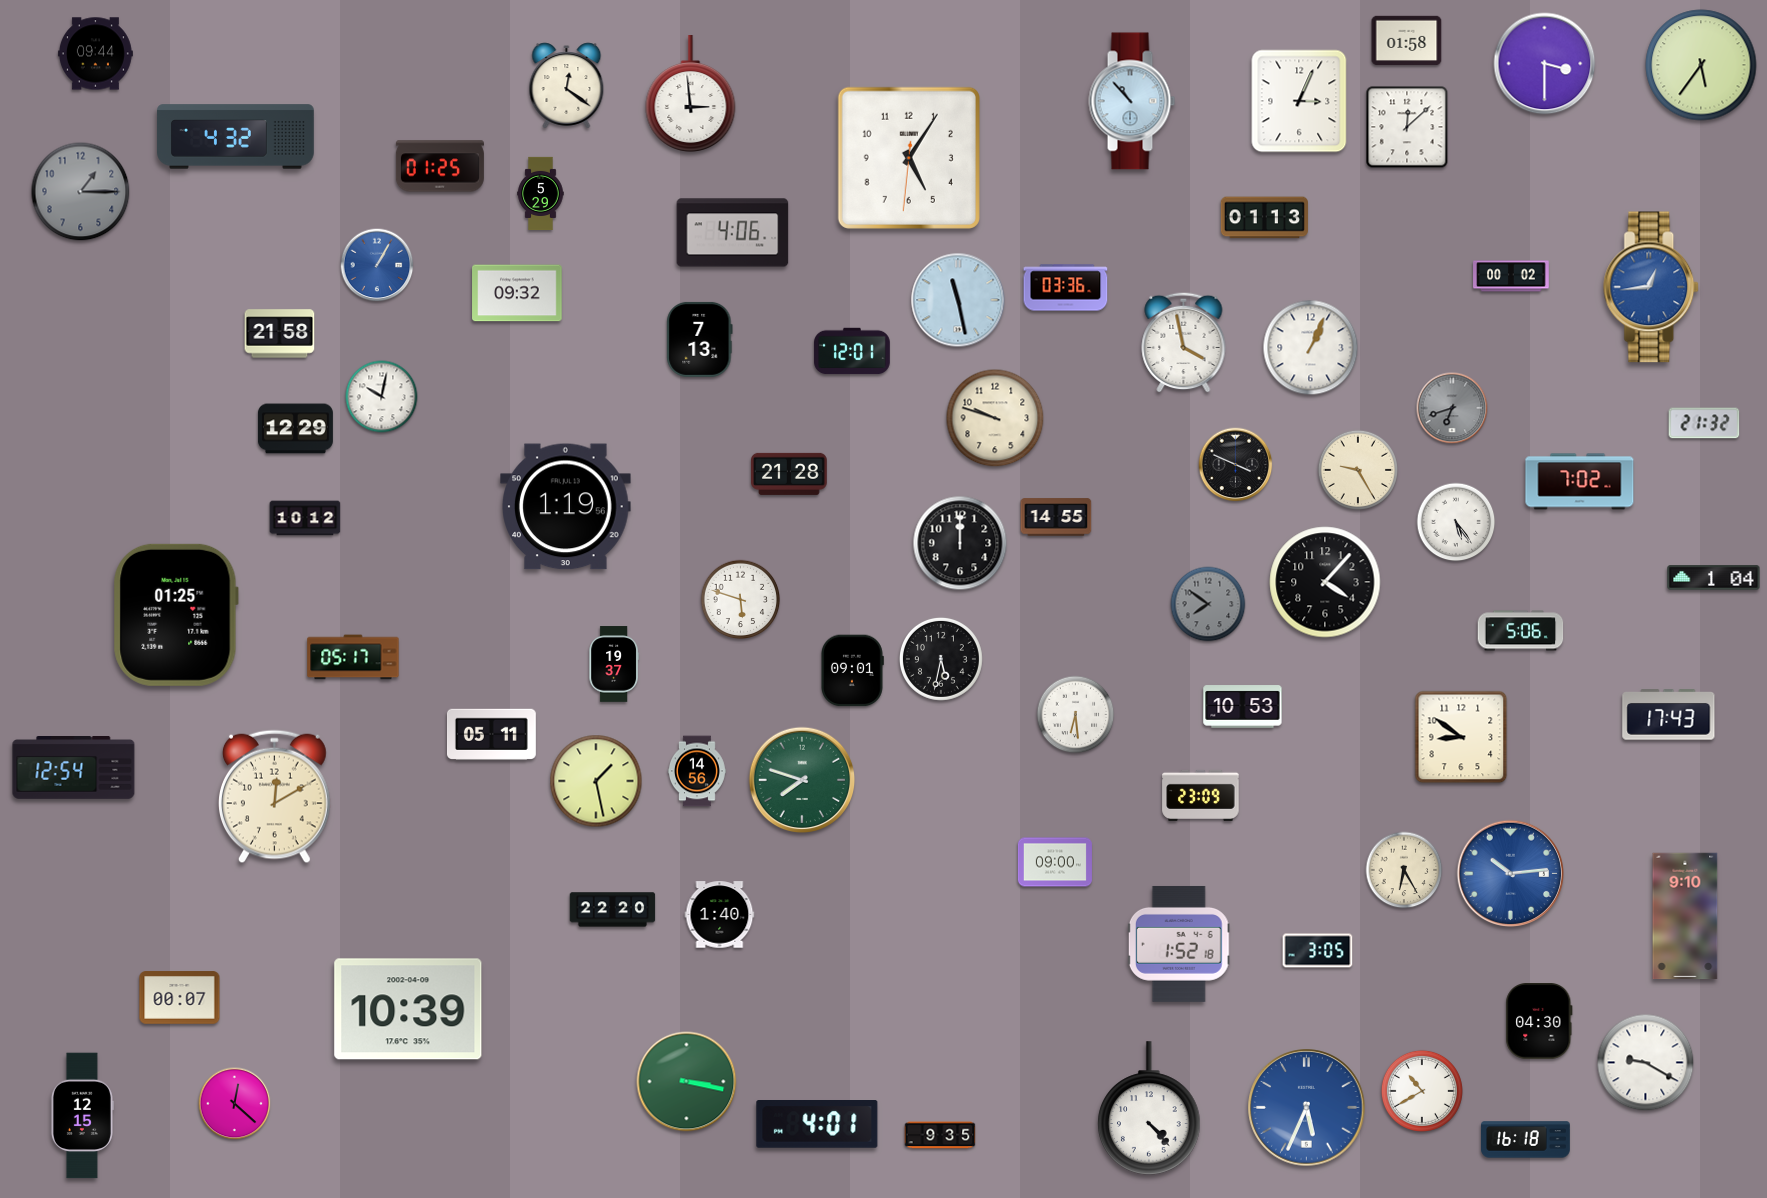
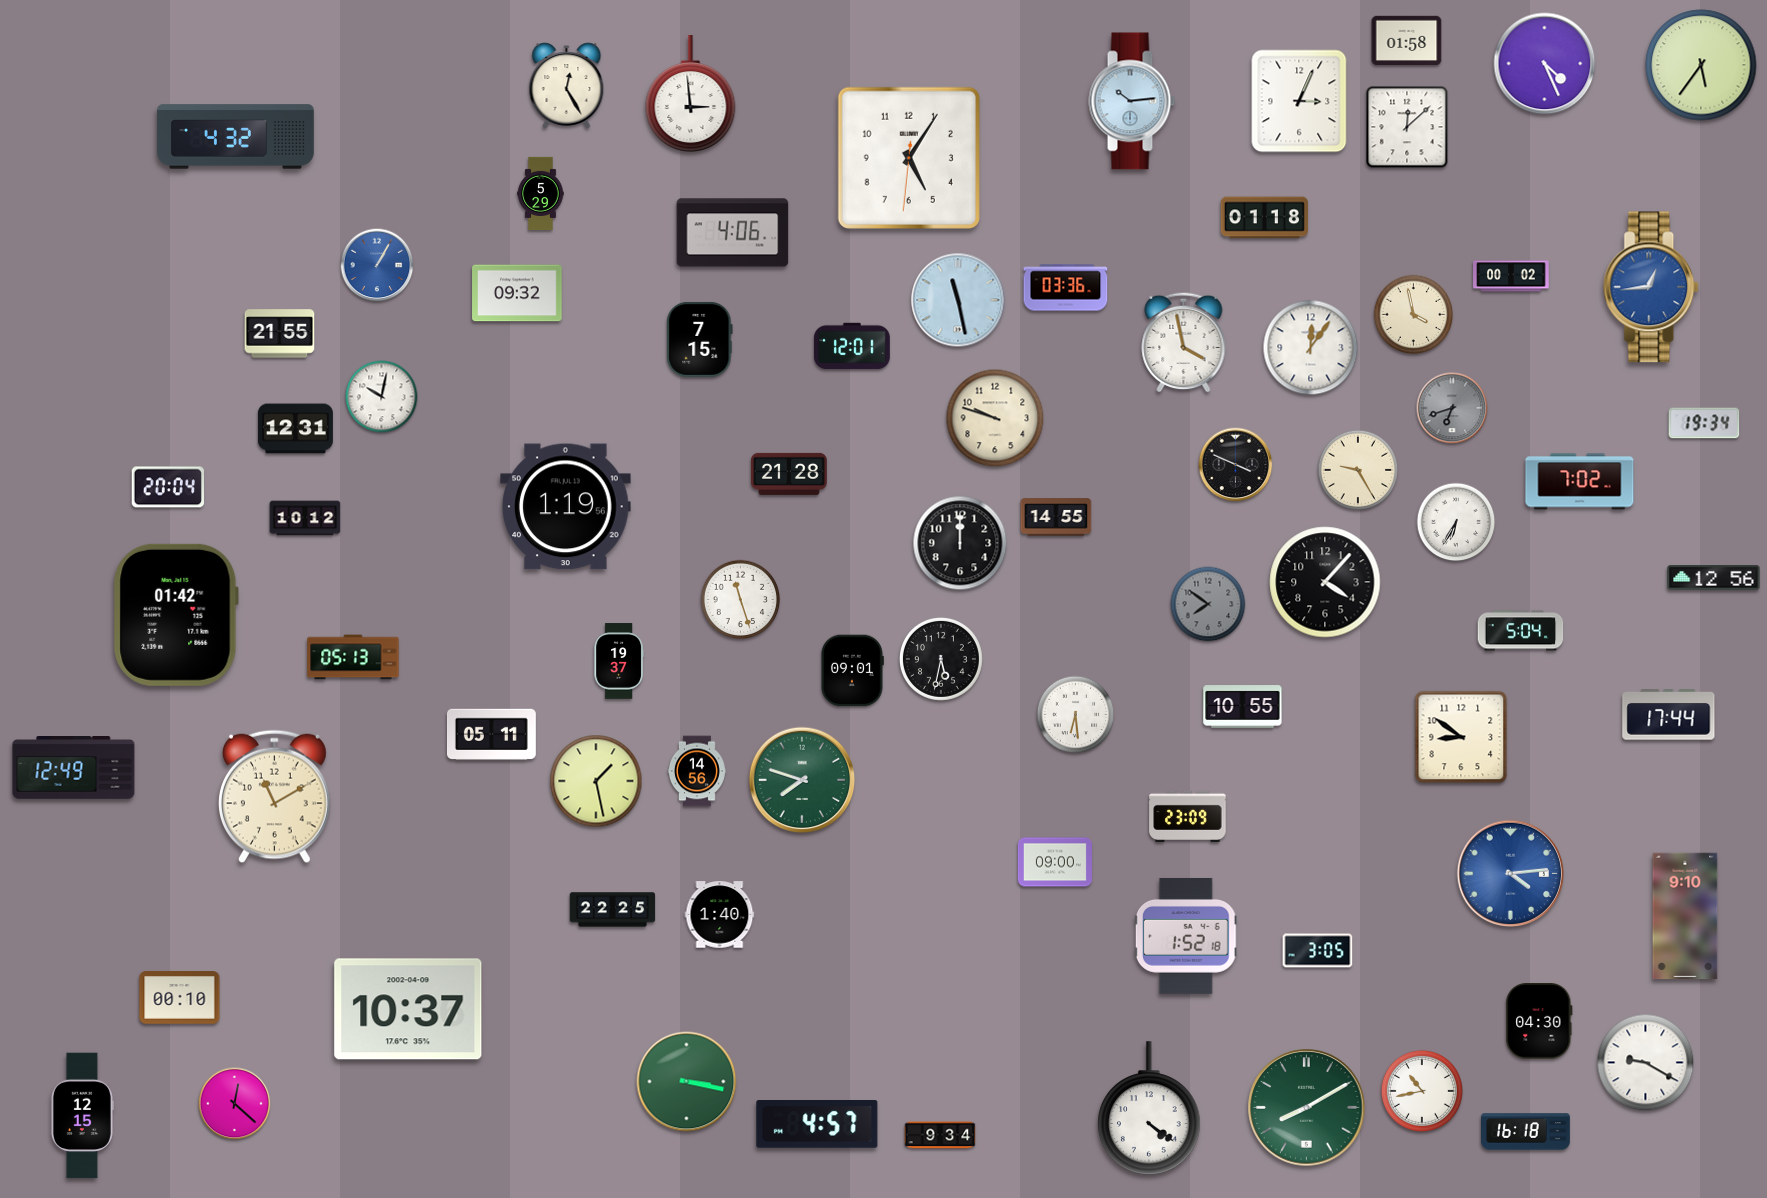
clock at (95, 54): 09:44 -> none
clock at (1545, 64): 3:30 -> 4:26
clock at (567, 86): 12:21 -> 12:25
clock at (1132, 101): 10:53 -> 10:14
clock at (440, 166): 01:25 -> none
clock at (81, 192): 1:15 -> none
clock at (1264, 218): 01:13 -> 01:18
clock at (1414, 315): none -> 3:58
clock at (280, 334): 21:58 -> 21:55
clock at (700, 339): 7:13 -> 7:15
clock at (1311, 348): 1:04 -> 12:06
clock at (852, 351) position: (852, 351) -> (852, 346)
clock at (1704, 423): 21:32 -> 19:34
clock at (295, 429): 12:29 -> 12:31
clock at (168, 487): none -> 20:04
clock at (1456, 522): 5:24 -> 6:35
clock at (1714, 578): 1:04 -> 12:56
clock at (741, 600): 5:48 -> 11:27
clock at (176, 615): 01:25 -> 01:42
clock at (1521, 631): 5:06 -> 5:04
clock at (353, 657): 05:17 -> 05:13
clock at (614, 664) position: (614, 664) -> (619, 661)
clock at (1243, 707): 10:53 -> 10:55
clock at (1669, 715): 17:43 -> 17:44
clock at (74, 768): 12:54 -> 12:49
clock at (1201, 795) position: (1201, 795) -> (1188, 816)
clock at (274, 797): 12:10 -> 11:10
clock at (1404, 870): 6:25 -> none
clock at (1510, 873): 10:14 -> 4:14
clock at (613, 910): 22:20 -> 22:25
clock at (1179, 944) position: (1179, 944) -> (1186, 936)
clock at (180, 998): 00:07 -> 00:10
clock at (408, 1009): 10:39 -> 10:37
clock at (1422, 1091): 10:40 -> 10:43
clock at (1149, 1108): 4:23 -> 4:21
clock at (1307, 1108): 5:34 -> 8:10
clock at (1307, 1108) dial: blue -> green
clock at (817, 1125): 4:01 -> 4:57
clock at (940, 1135): 9:35 -> 9:34
clock at (1526, 1140) position: (1526, 1140) -> (1526, 1132)
